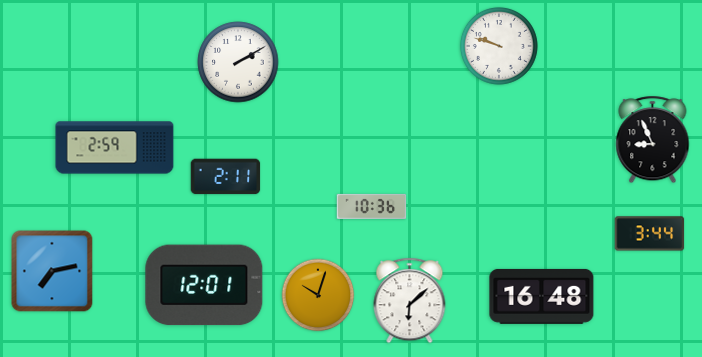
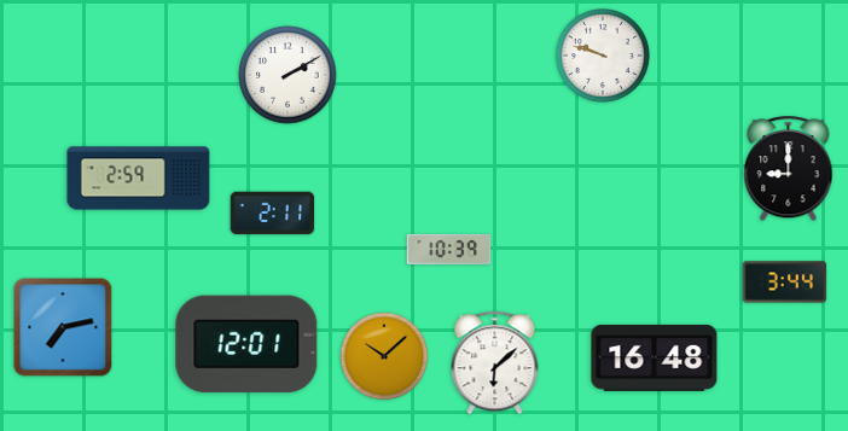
clock at (653, 140): 8:56 -> 9:00
clock at (372, 206): 10:36 -> 10:39
clock at (318, 295): 10:03 -> 10:08
